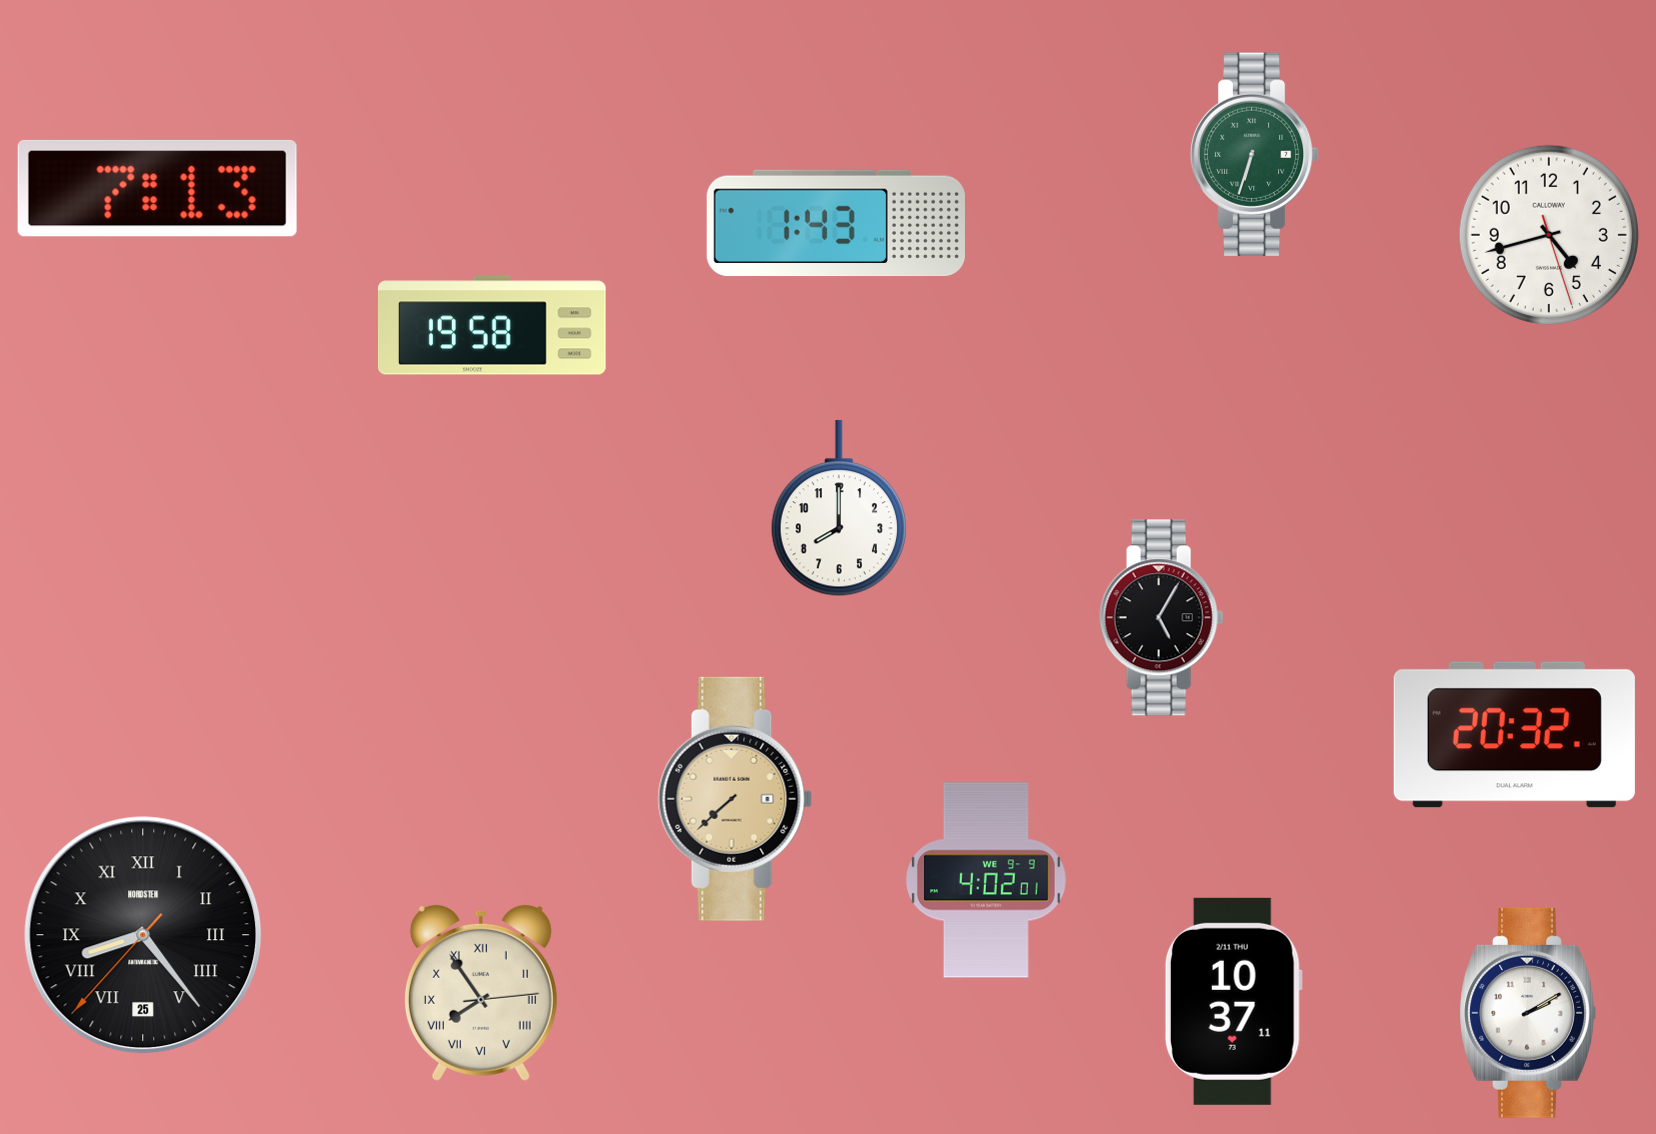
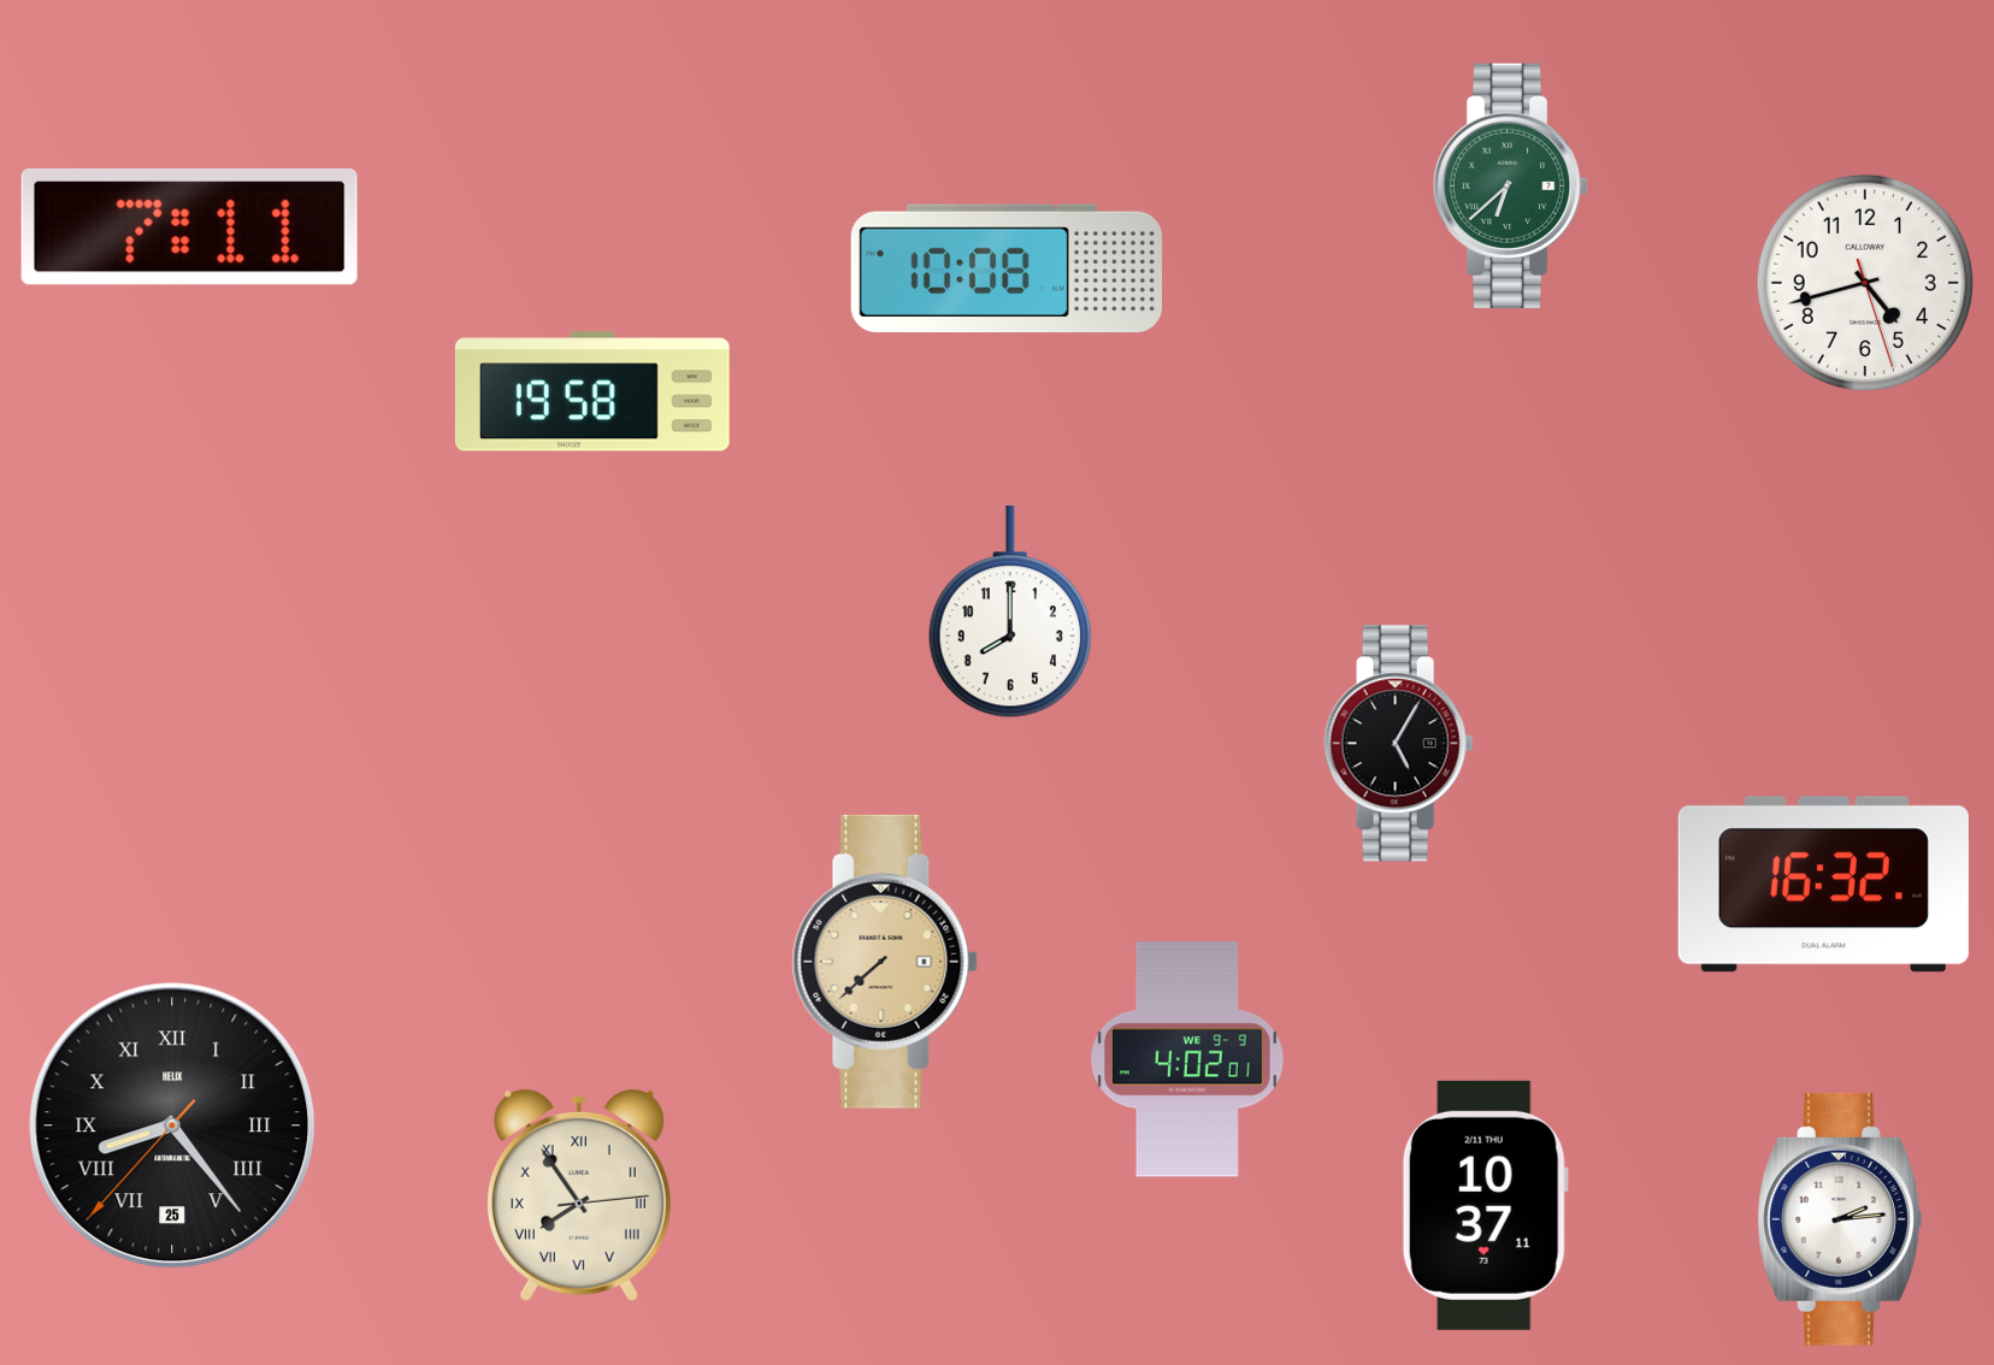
clock at (1255, 154): 6:33 -> 6:38
clock at (157, 188): 7:13 -> 7:11
clock at (836, 223): 1:43 -> 10:08
clock at (1514, 735): 20:32 -> 16:32
clock at (143, 935) brand: NORDSTEN -> HELIX
clock at (1528, 1013): 2:10 -> 2:14
